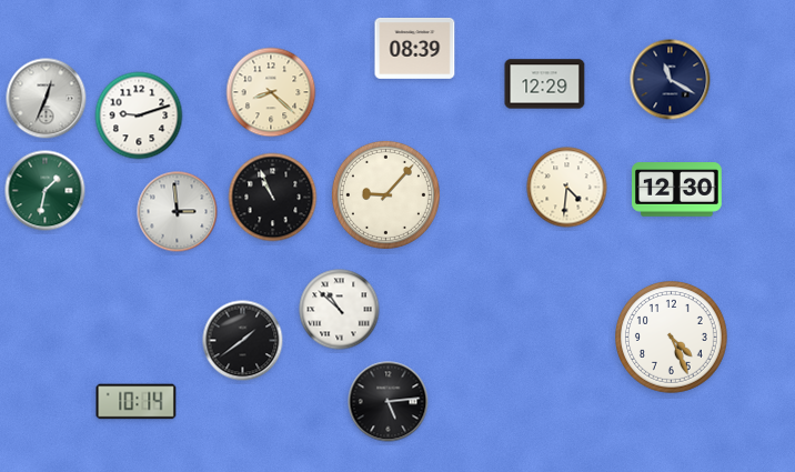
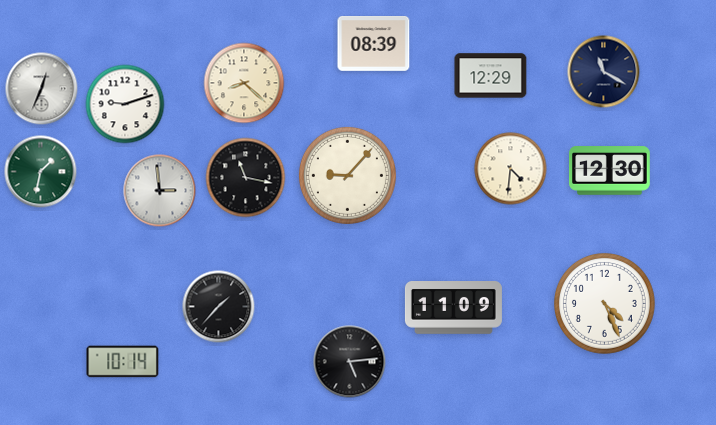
clock at (273, 198): 10:56 -> 11:17
clock at (340, 310): 10:52 -> none
clock at (243, 341): 1:39 -> 1:37
clock at (453, 308): none -> 11:09
